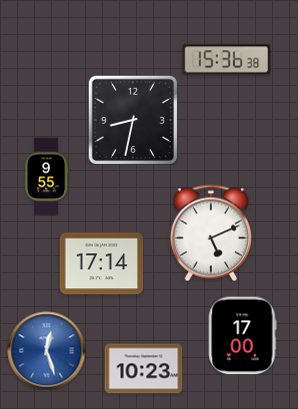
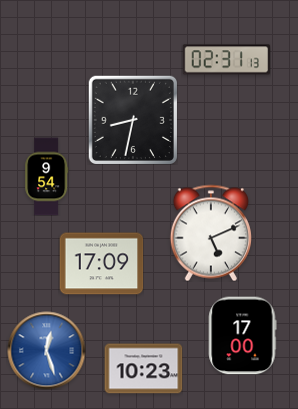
clock at (226, 60): 15:36 -> 02:31
clock at (47, 176): 9:55 -> 9:54
clock at (101, 264): 17:14 -> 17:09
